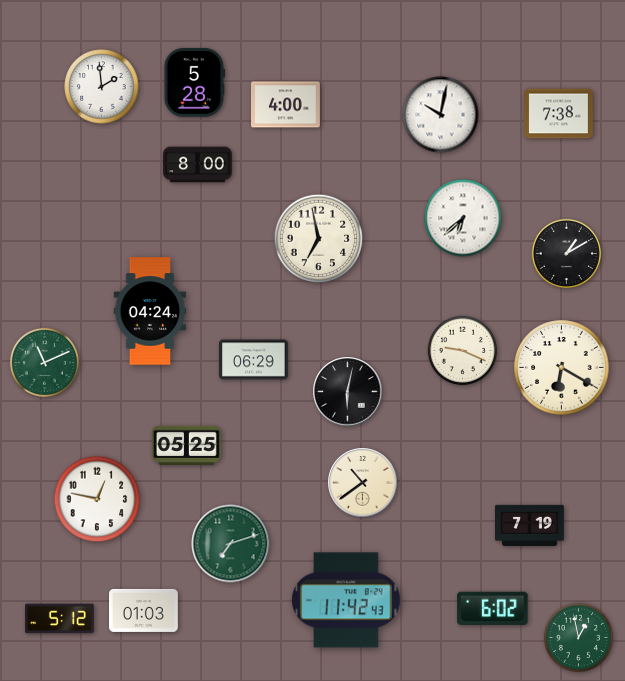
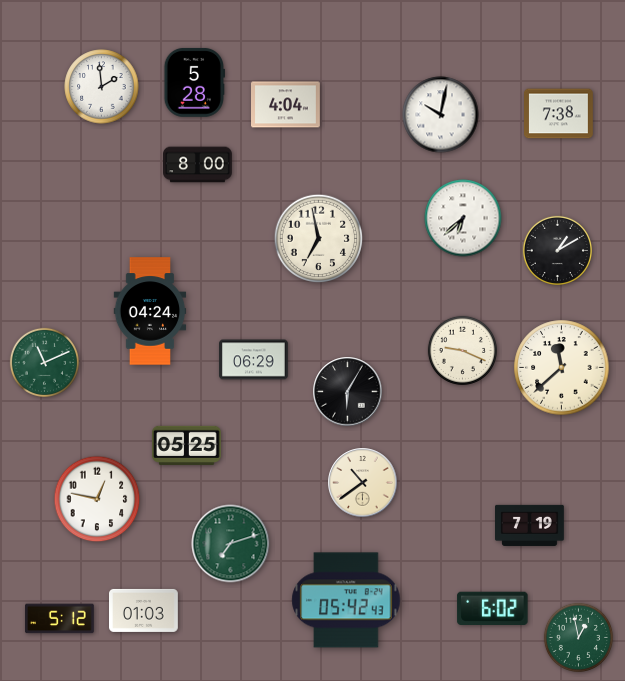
clock at (286, 105): 4:00 -> 4:04
clock at (566, 253) position: (566, 253) -> (557, 250)
clock at (562, 368): 6:20 -> 11:38
clock at (348, 392): 6:02 -> 6:05
clock at (346, 600): 11:42 -> 05:42
